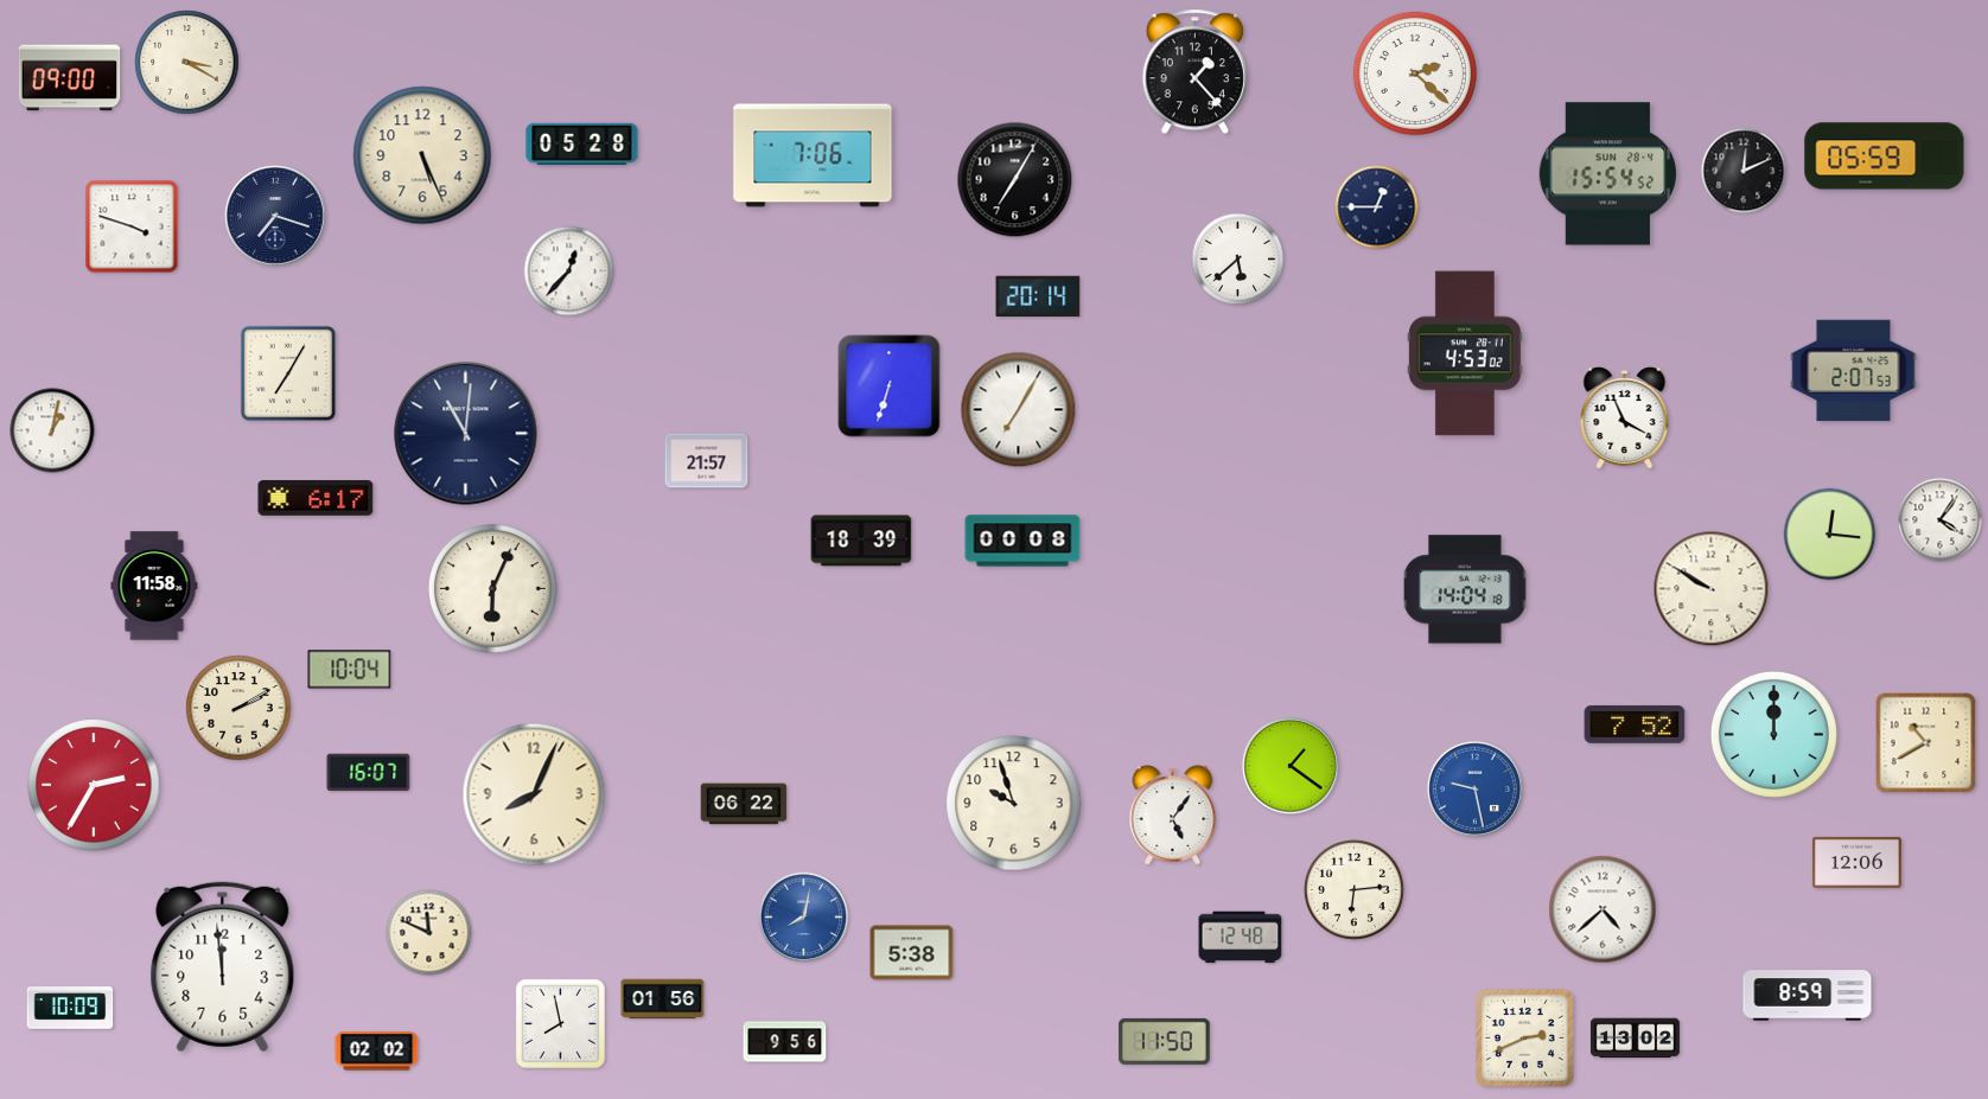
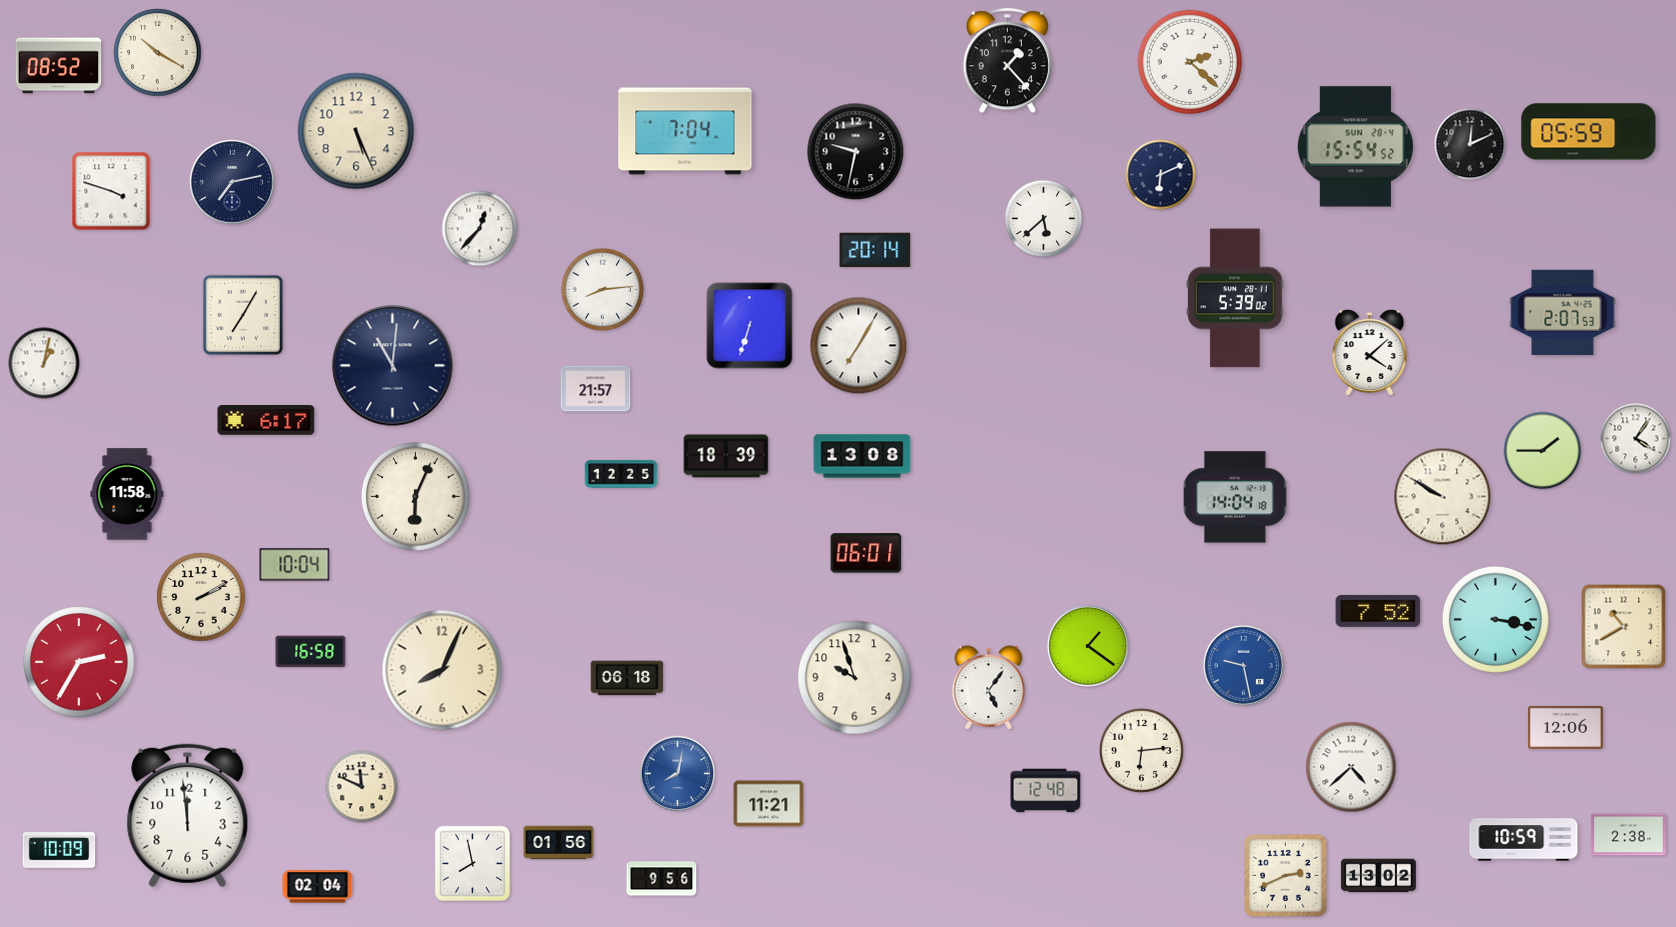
clock at (187, 63): 3:20 -> 10:20
clock at (1415, 74) position: (1415, 74) -> (1190, 62)
clock at (70, 78): 09:00 -> 08:52
clock at (582, 145): 05:28 -> none
clock at (813, 155): 7:06 -> 7:04
clock at (1015, 180): 7:05 -> 9:32
clock at (1377, 207): 12:45 -> 6:11
clock at (275, 216): 7:18 -> 7:13
clock at (602, 289): none -> 8:14
clock at (1466, 353): 4:53 -> 5:39
clock at (1625, 418): 3:56 -> 4:08
clock at (1830, 535): 12:16 -> 1:45
clock at (1022, 541): 00:08 -> 13:08
clock at (621, 474): none -> 12:25
clock at (154, 586) position: (154, 586) -> (127, 494)
clock at (866, 553): none -> 06:01
clock at (1773, 734): 12:00 -> 3:17
clock at (369, 773): 16:07 -> 16:58
clock at (534, 794) position: (534, 794) -> (442, 670)
clock at (744, 804): 06:22 -> 06:18
clock at (912, 953): 5:38 -> 11:21
clock at (1628, 835): none -> 2:38
clock at (1808, 996): 8:59 -> 10:59
clock at (1165, 1041): 11:50 -> none
clock at (377, 1052): 02:02 -> 02:04
